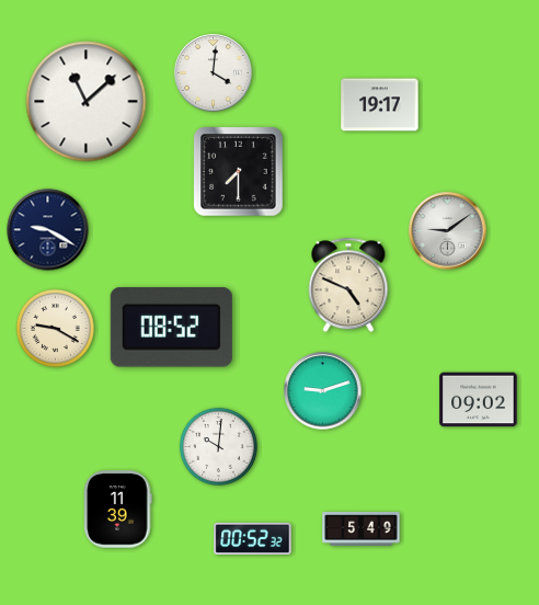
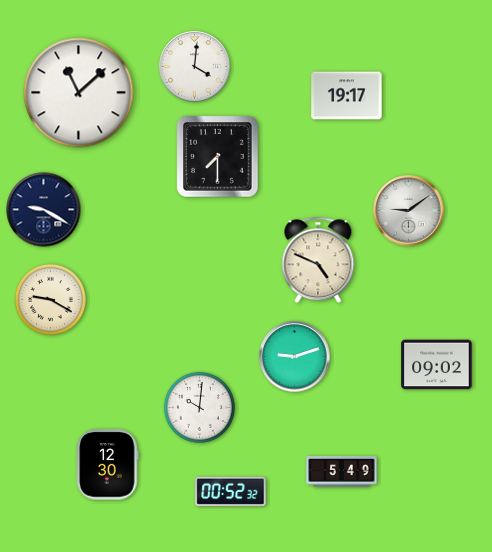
clock at (171, 328): 08:52 -> none
clock at (118, 510): 11:39 -> 12:30
clock at (362, 529) position: (362, 529) -> (342, 472)
